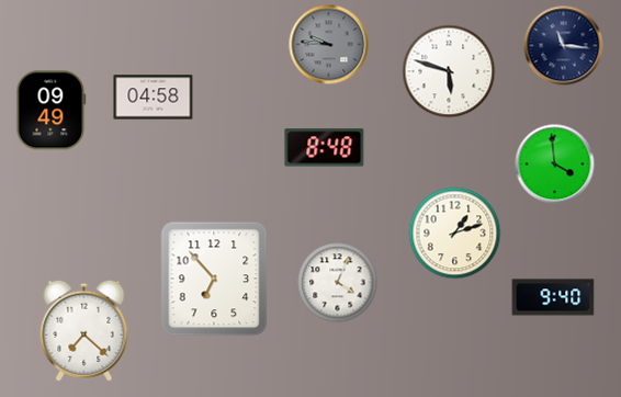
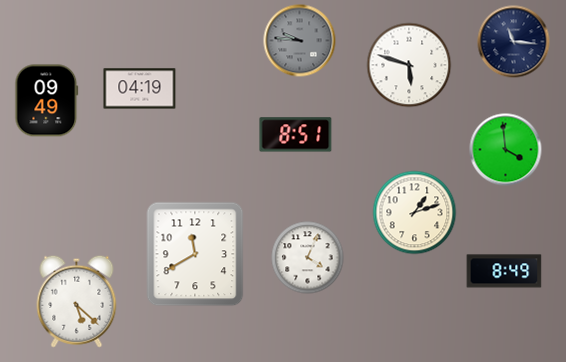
clock at (154, 98): 04:58 -> 04:19
clock at (325, 148): 8:48 -> 8:51
clock at (214, 279): 6:53 -> 11:40
clock at (553, 297): 9:40 -> 8:49
clock at (84, 330): 7:22 -> 5:22
